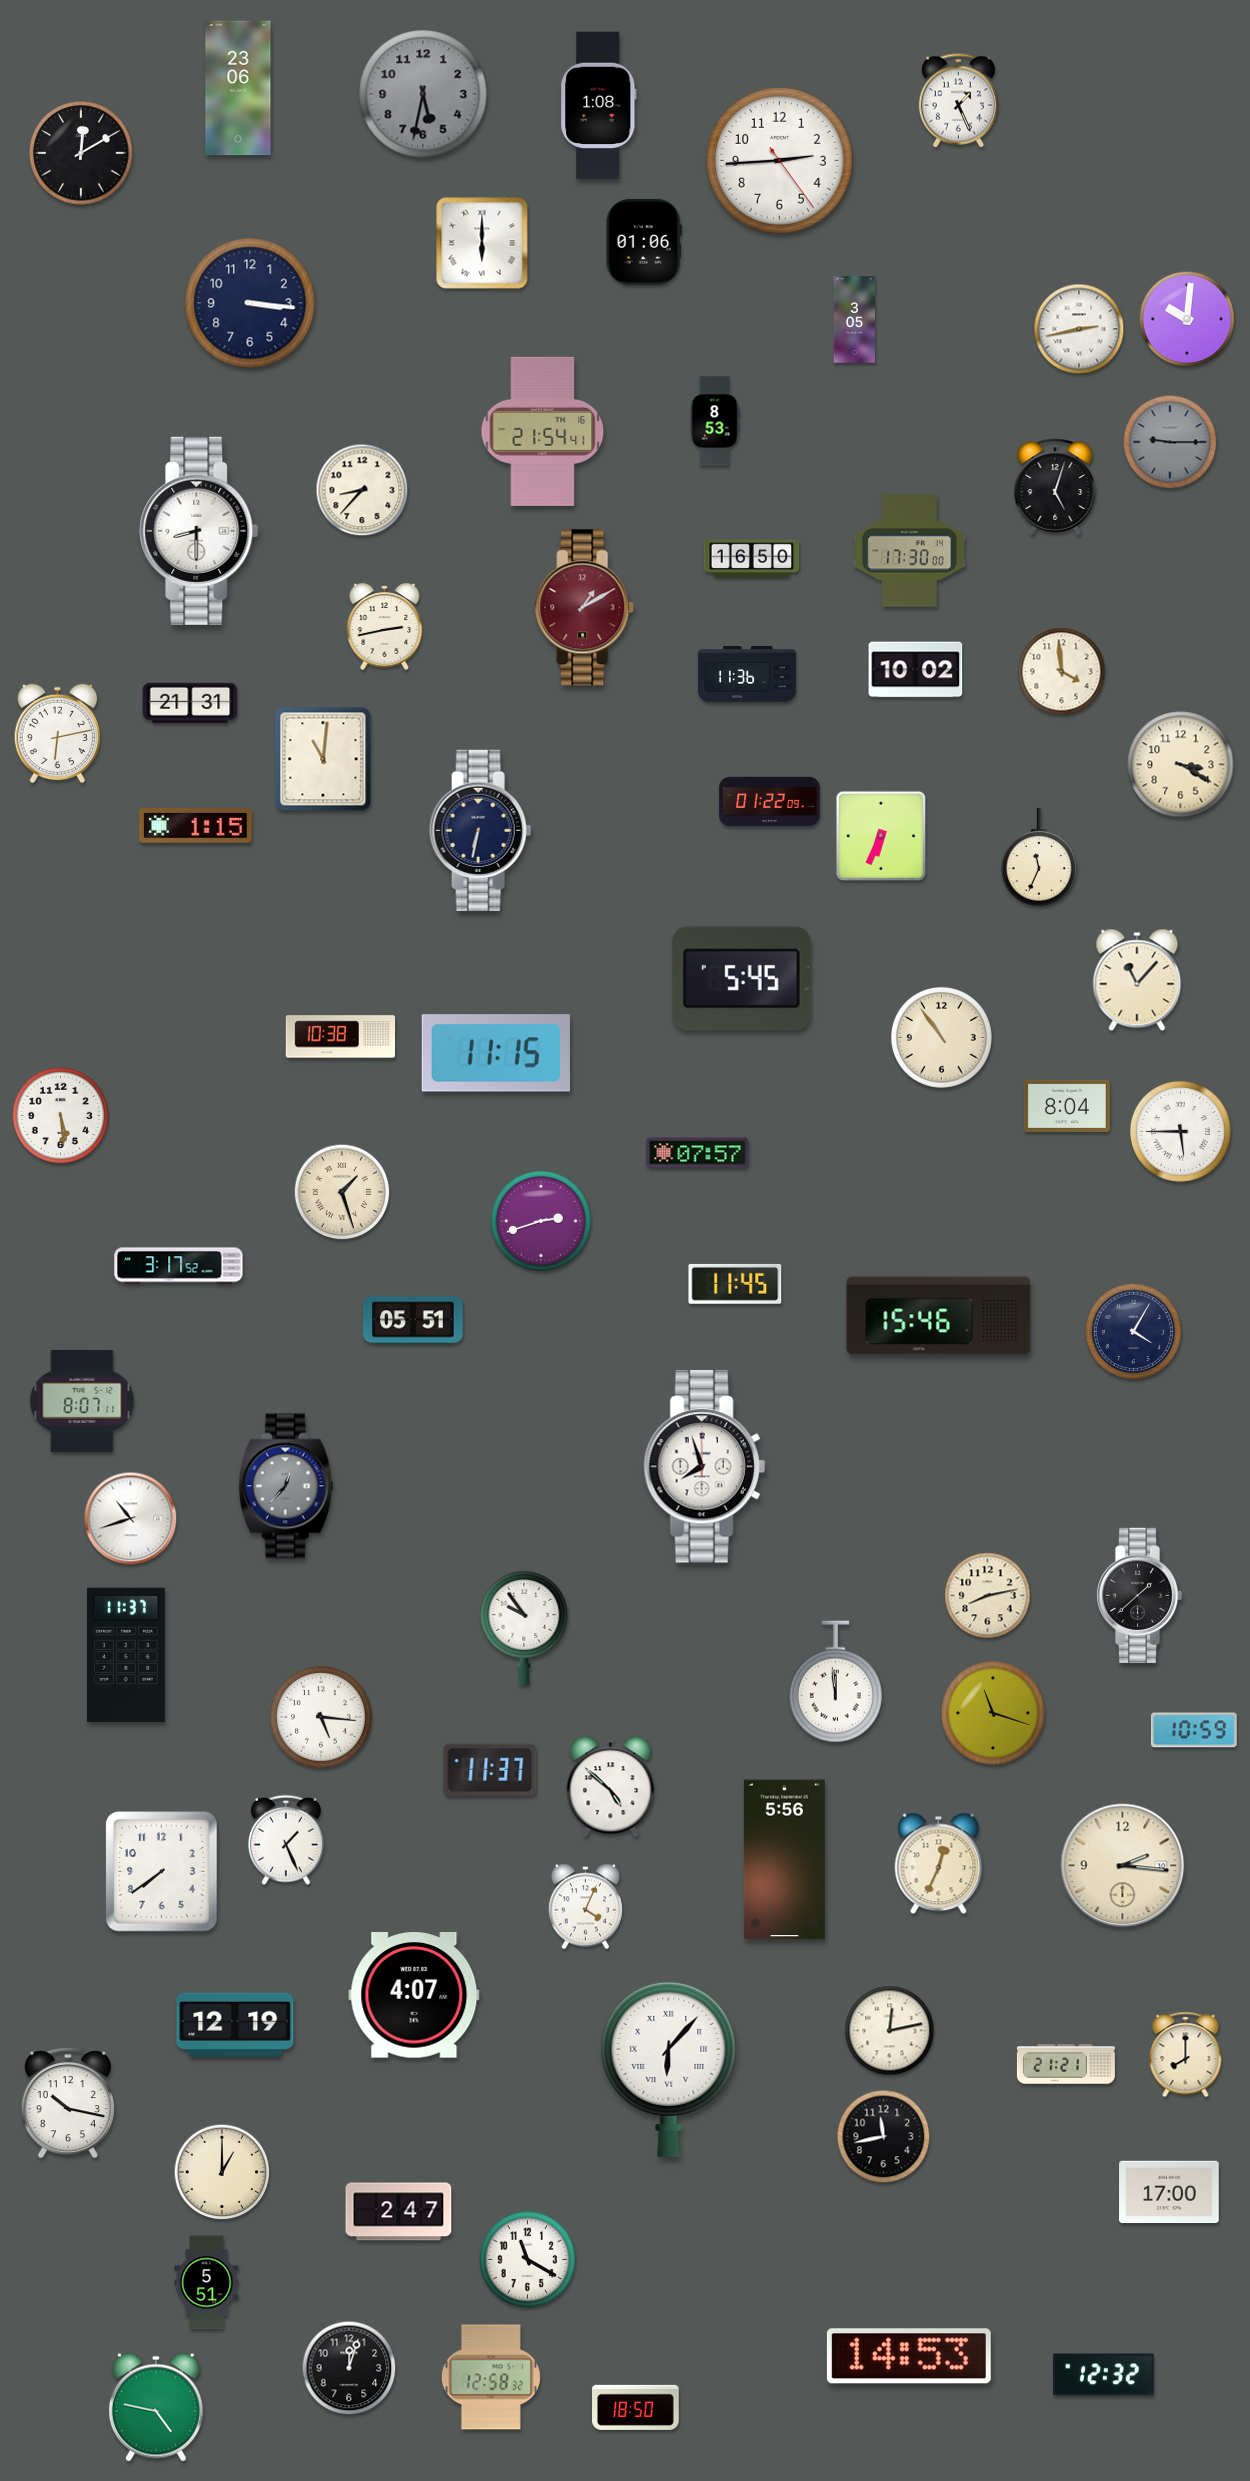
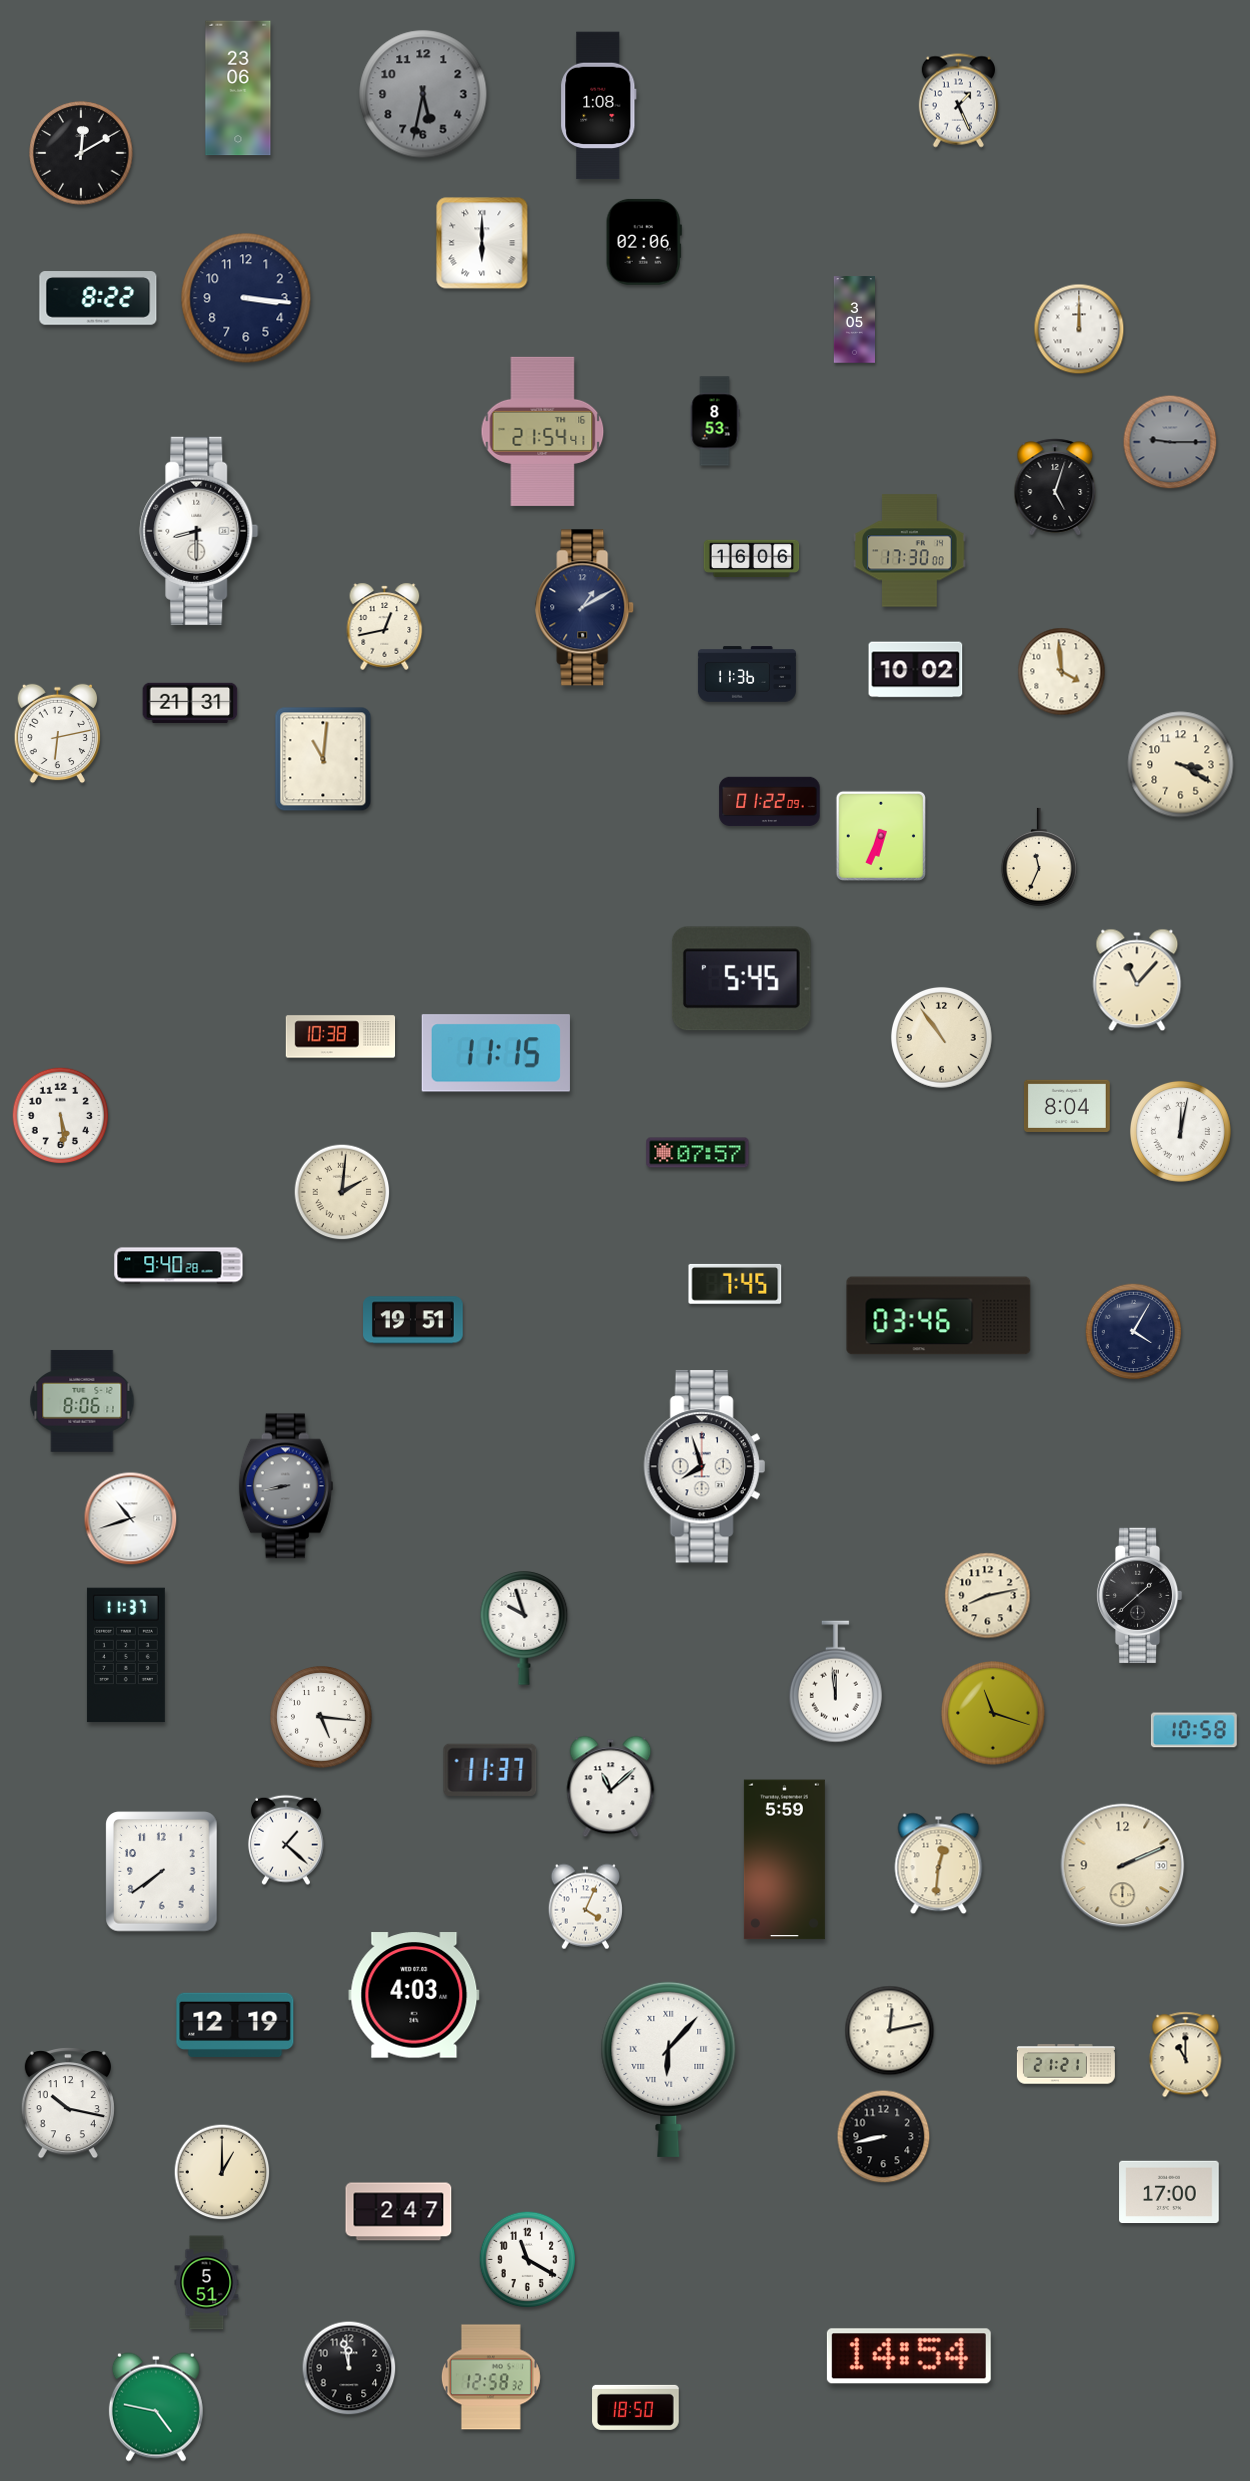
clock at (779, 160): 2:44 -> none
clock at (644, 242): 01:06 -> 02:06
clock at (98, 298): none -> 8:22
clock at (250, 303) position: (250, 303) -> (246, 298)
clock at (1187, 319): 10:01 -> none
clock at (1079, 329): 2:43 -> 12:00
clock at (362, 490): 8:37 -> none
clock at (752, 558): 16:50 -> 16:06
clock at (585, 608) dial: burgundy -> navy
clock at (385, 626): 2:43 -> 12:43
clock at (196, 826): 1:15 -> none
clock at (481, 830): 6:32 -> none
clock at (1180, 1131): 5:45 -> 12:02
clock at (342, 1192): 1:27 -> 2:01
clock at (541, 1221): 2:42 -> none
clock at (179, 1266): 3:17 -> 9:40
clock at (735, 1284): 11:45 -> 7:45
clock at (939, 1316): 15:46 -> 03:46
clock at (413, 1320): 05:51 -> 19:51
clock at (82, 1401): 8:07 -> 8:06
clock at (286, 1486): 12:37 -> 8:43
clock at (524, 1629): 9:54 -> 9:57
clock at (1194, 1730): 10:59 -> 10:58
clock at (611, 1787): 4:52 -> 11:08
clock at (286, 1840): 1:26 -> 1:22
clock at (784, 1860): 5:56 -> 5:59
clock at (939, 1864): 12:34 -> 12:31
clock at (1123, 1866): 2:16 -> 2:11
clock at (414, 1995): 4:07 -> 4:03
clock at (1186, 2055): 8:00 -> 11:00
clock at (884, 2137): 11:43 -> 8:43
clock at (909, 2356): 14:53 -> 14:54
clock at (349, 2368): 12:03 -> 11:58
clock at (1104, 2375): 12:32 -> none
